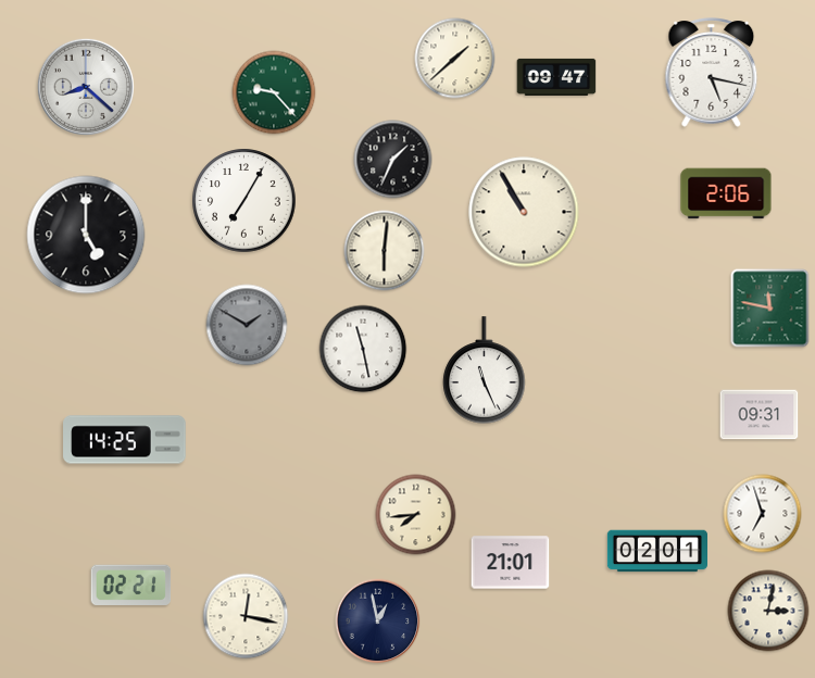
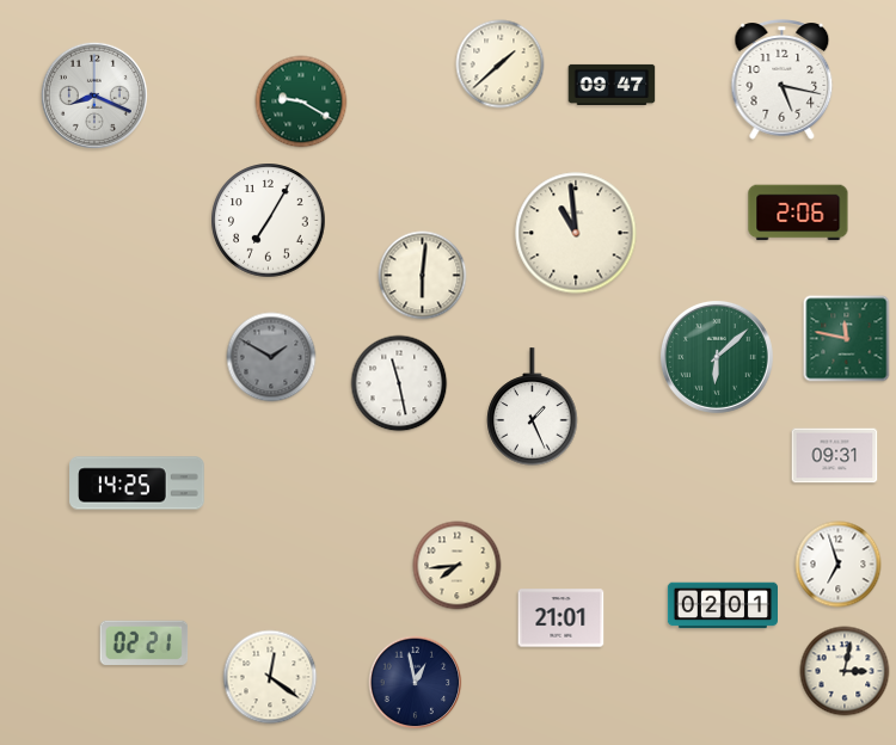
clock at (86, 87): 8:22 -> 8:19
clock at (274, 92): 9:23 -> 9:20
clock at (393, 160): 1:34 -> none
clock at (524, 212): 10:55 -> 10:59
clock at (86, 235): 5:00 -> none
clock at (717, 357): none -> 6:08
clock at (485, 371): 11:26 -> 1:26
clock at (246, 616): 12:17 -> 12:21
